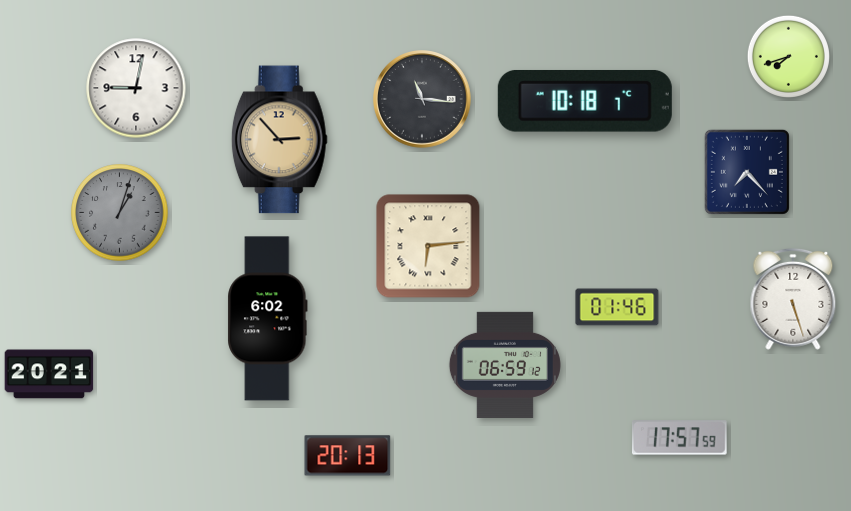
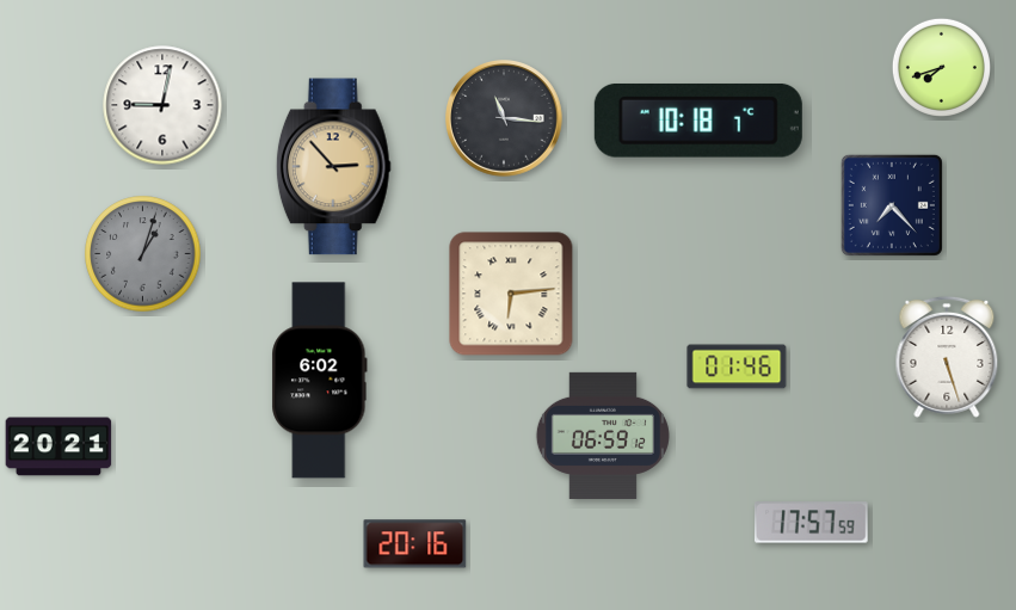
clock at (348, 456): 20:13 -> 20:16
